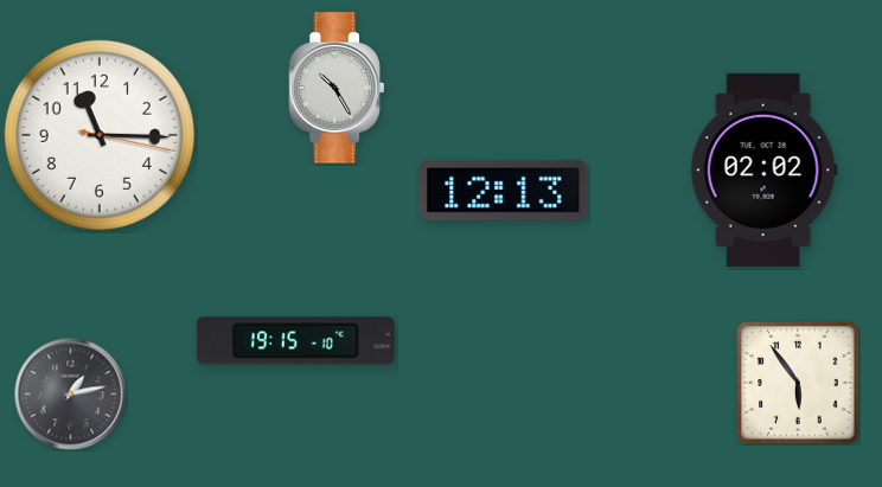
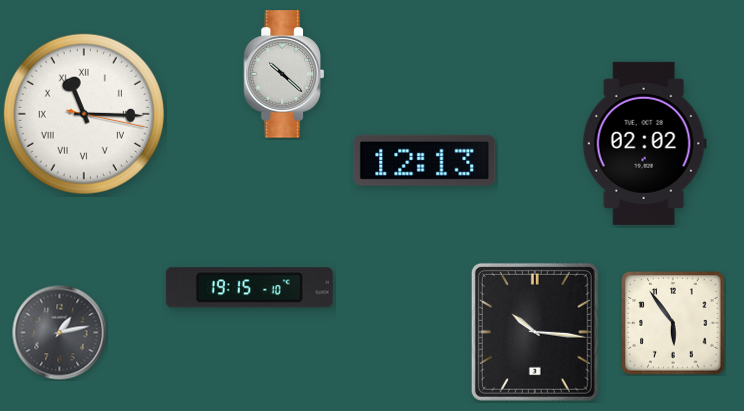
clock at (337, 88): 10:25 -> 10:22
clock at (100, 135) numerals: Arabic -> Roman
clock at (535, 332): none -> 10:16
